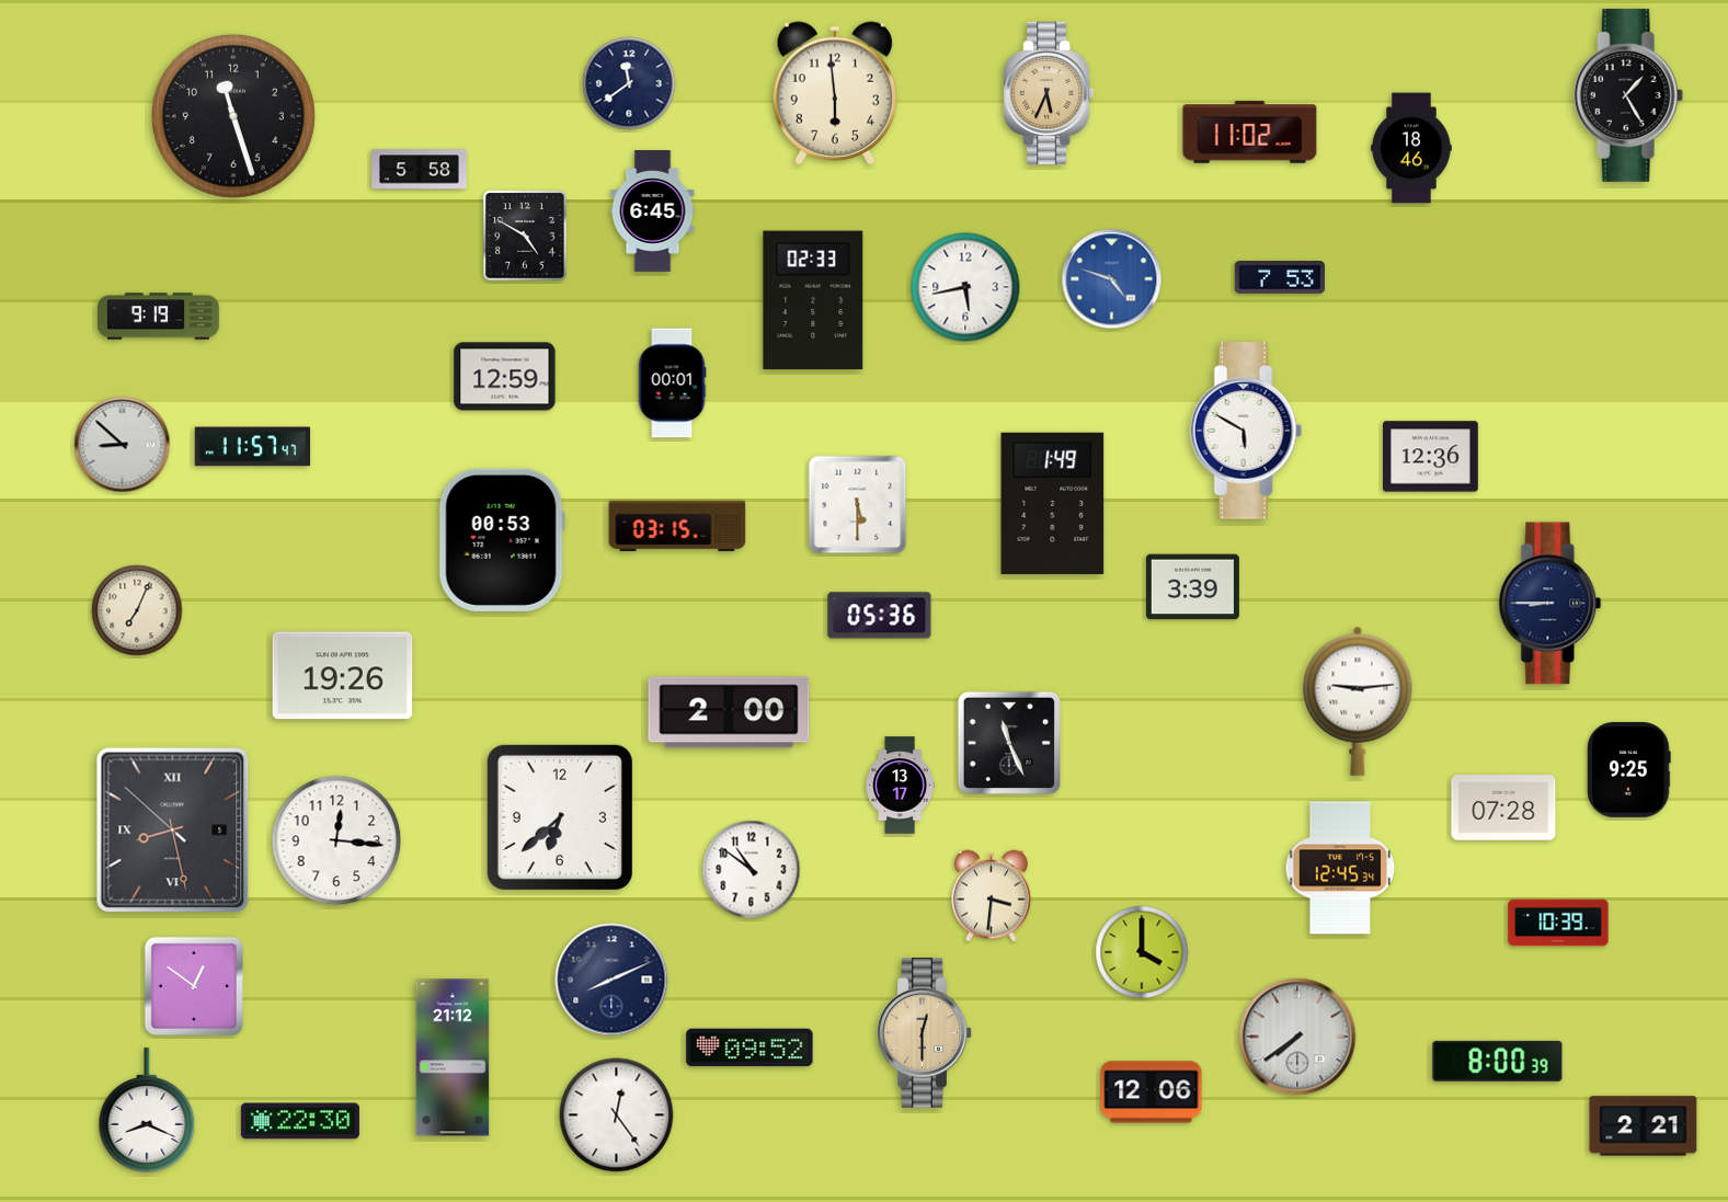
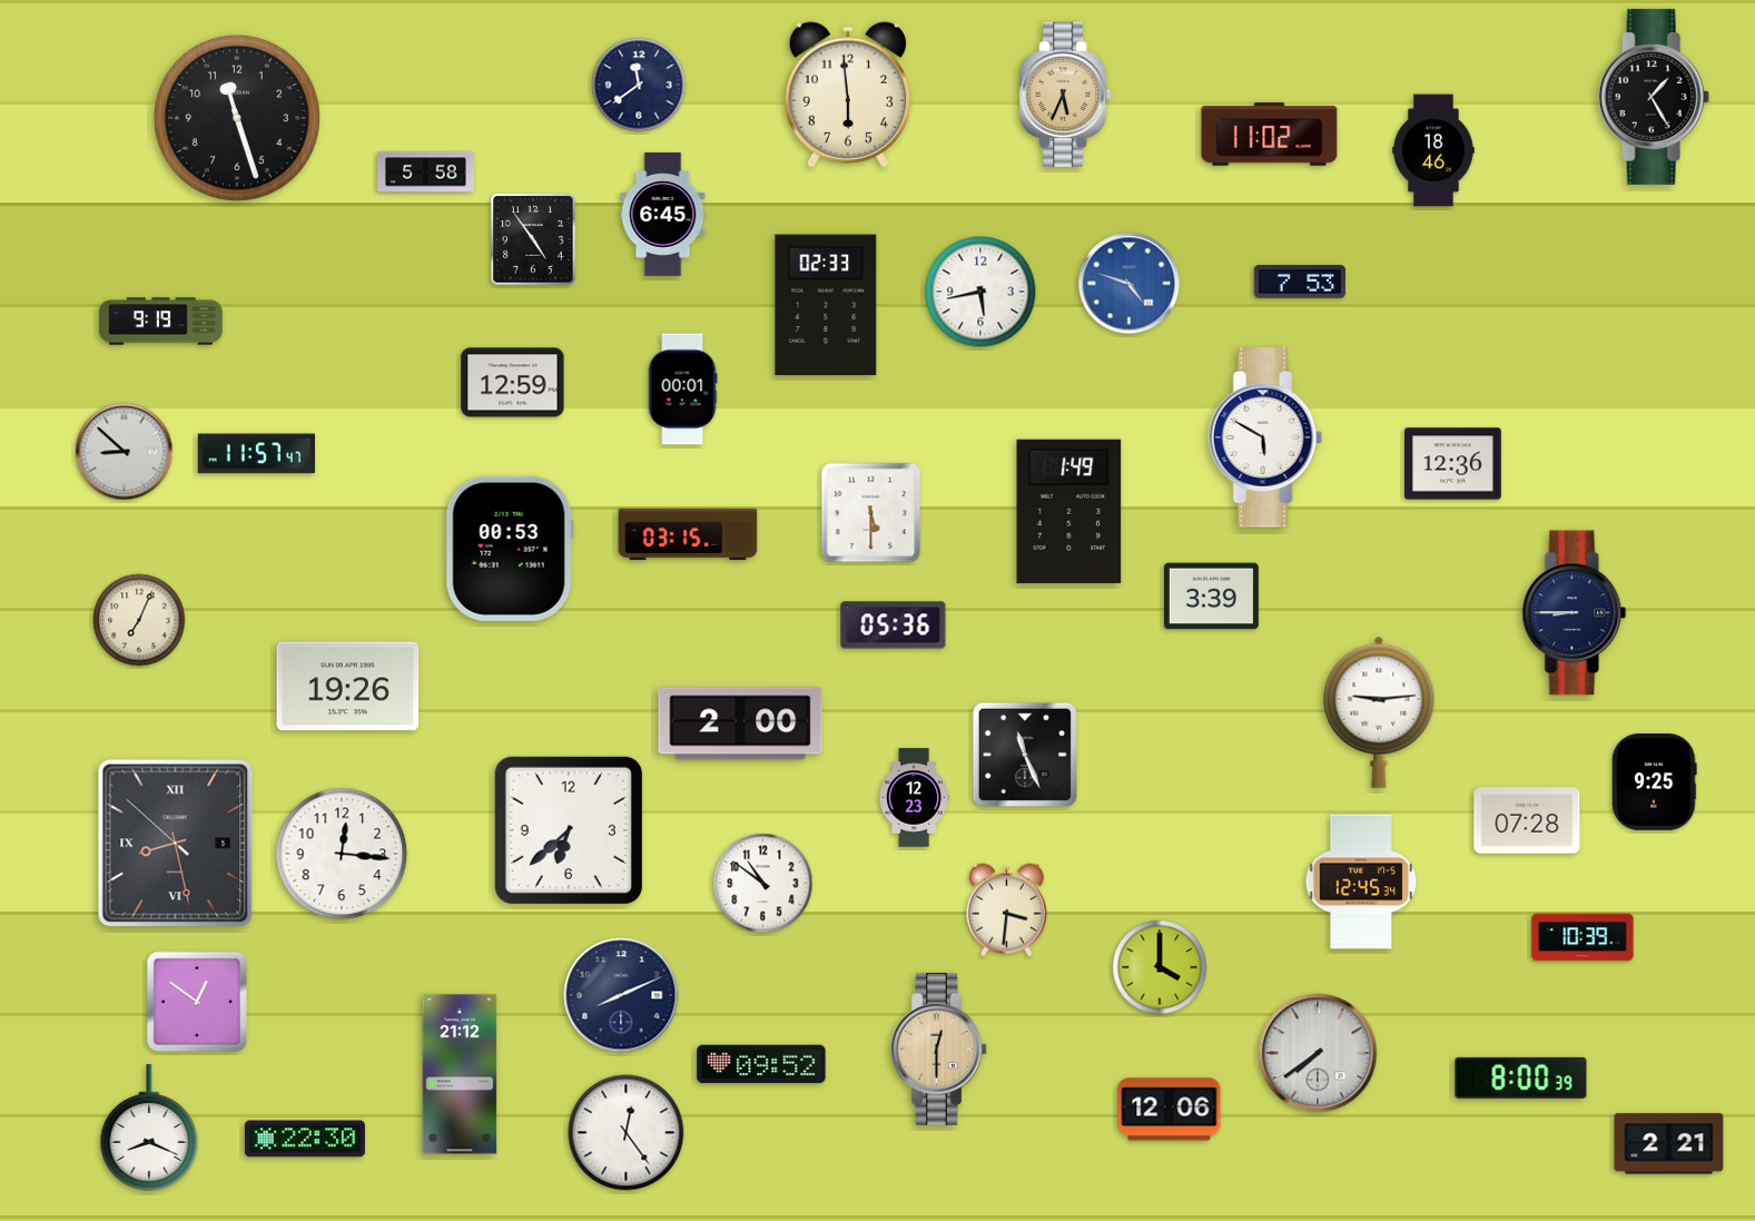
clock at (525, 236): 4:50 -> 4:54
clock at (900, 786): 13:17 -> 12:23
